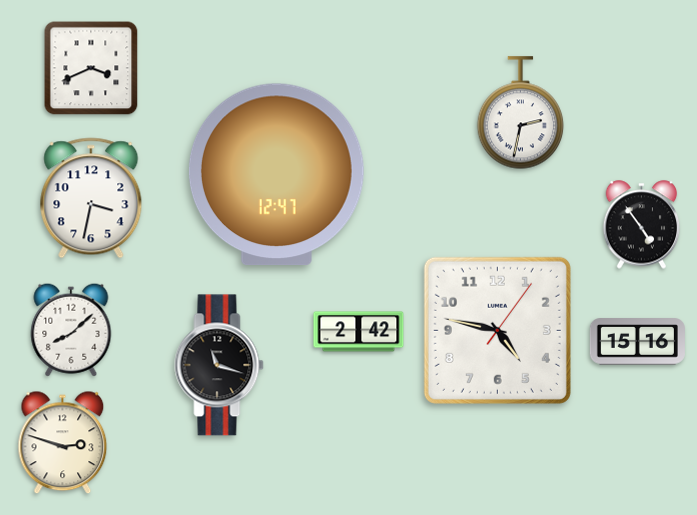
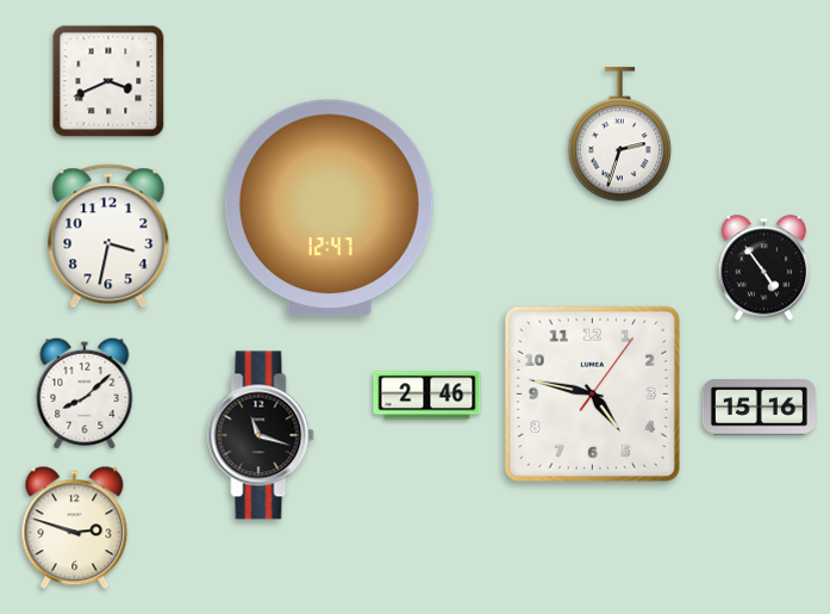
clock at (521, 113): 2:32 -> 2:33
clock at (359, 332): 2:42 -> 2:46
